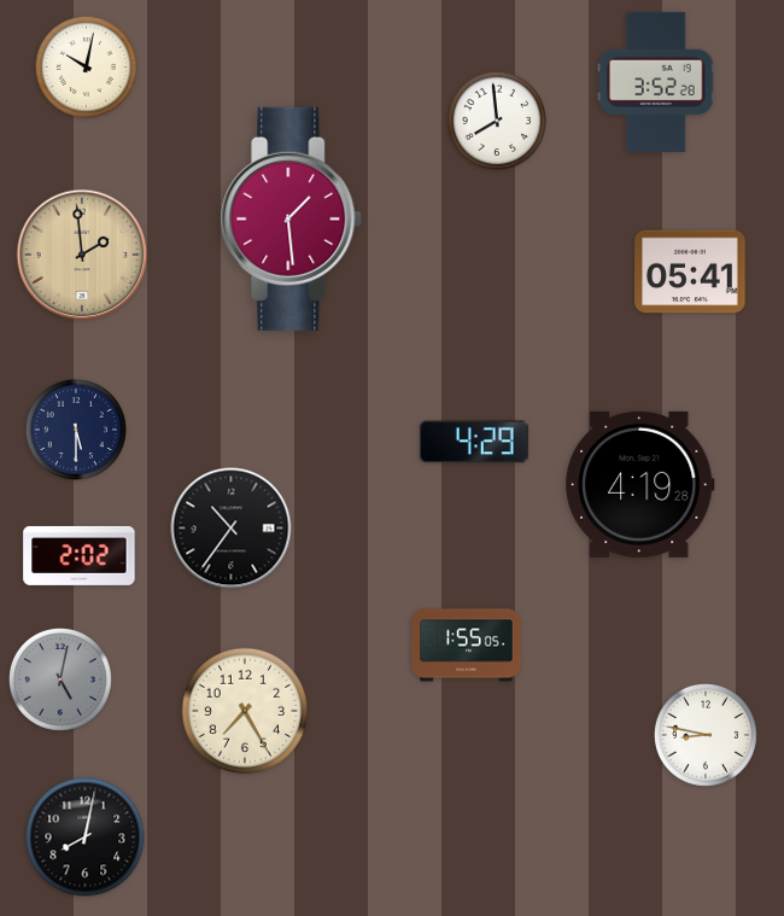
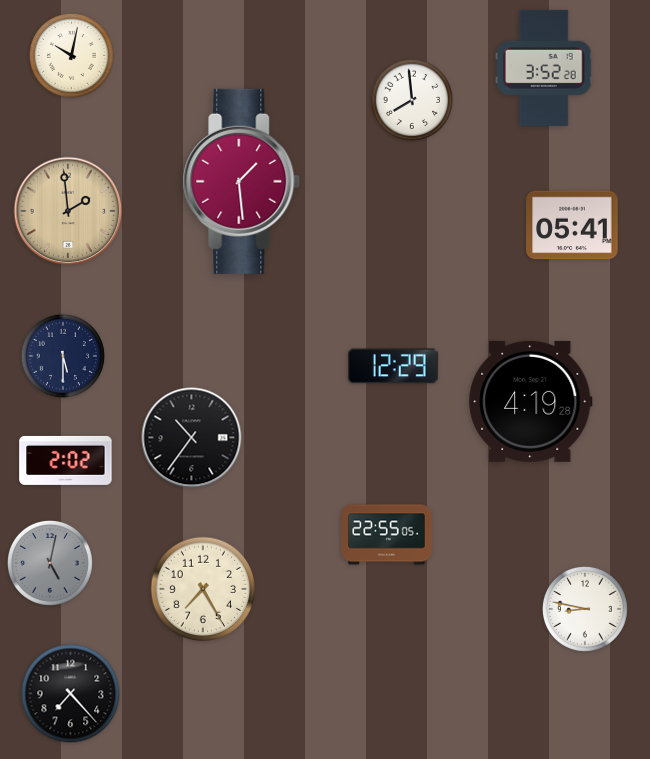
clock at (474, 442): 4:29 -> 12:29
clock at (467, 646): 1:55 -> 22:55
clock at (86, 838): 8:02 -> 7:23
